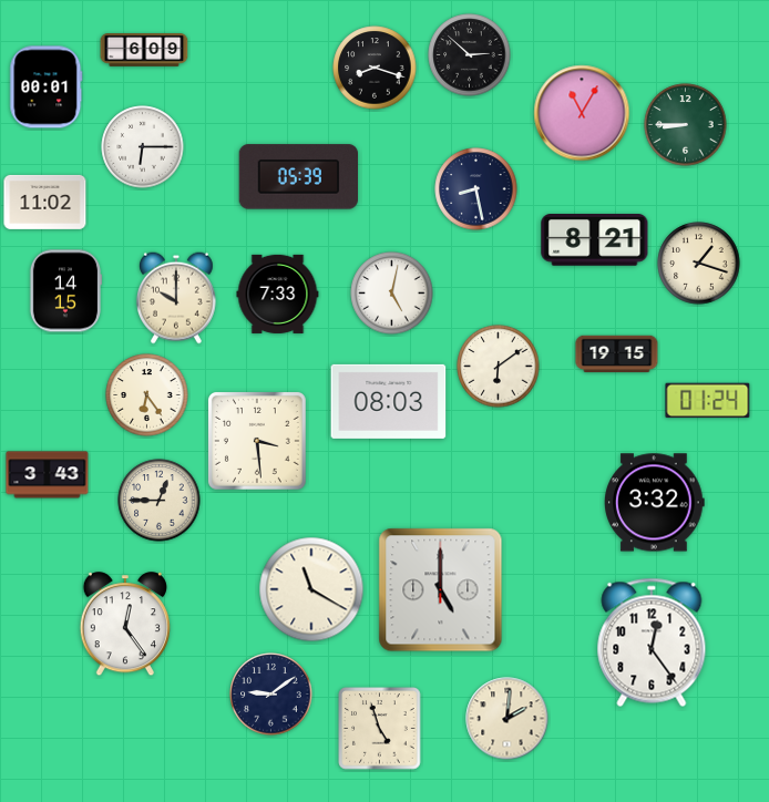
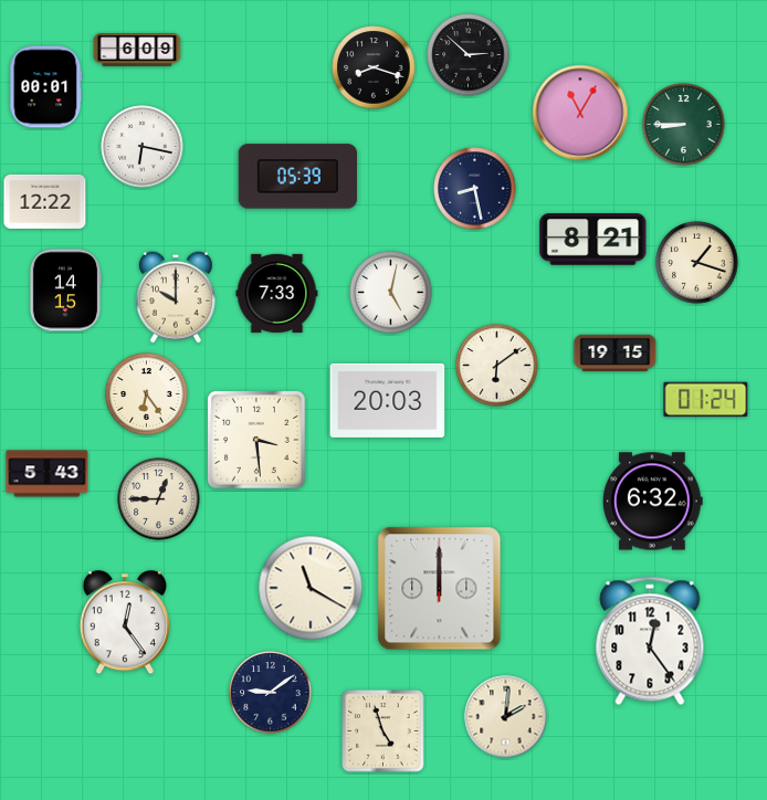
clock at (144, 51) position: (144, 51) -> (137, 51)
clock at (143, 147): 6:15 -> 6:17
clock at (45, 202): 11:02 -> 12:22
clock at (389, 401): 08:03 -> 20:03
clock at (48, 475): 3:43 -> 5:43
clock at (655, 503): 3:32 -> 6:32
clock at (441, 590): 5:00 -> 12:00
clock at (380, 729) position: (380, 729) -> (383, 731)
